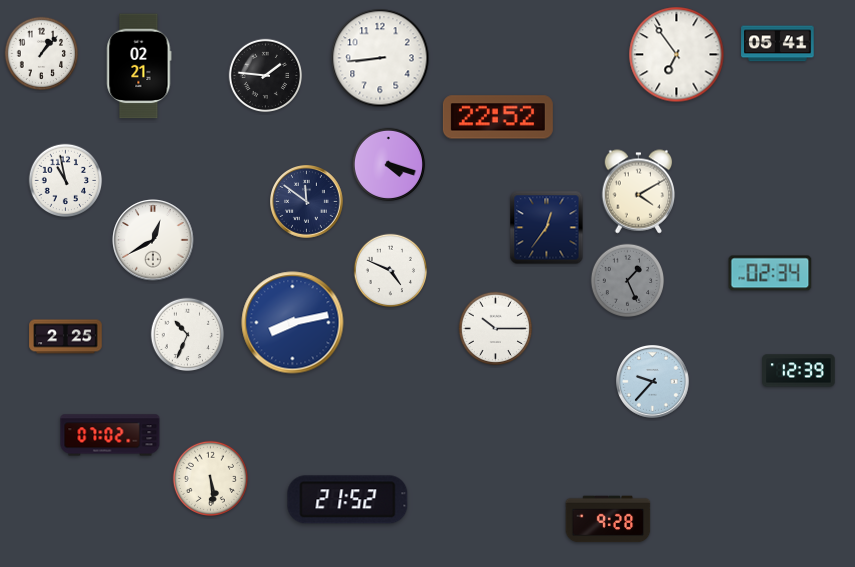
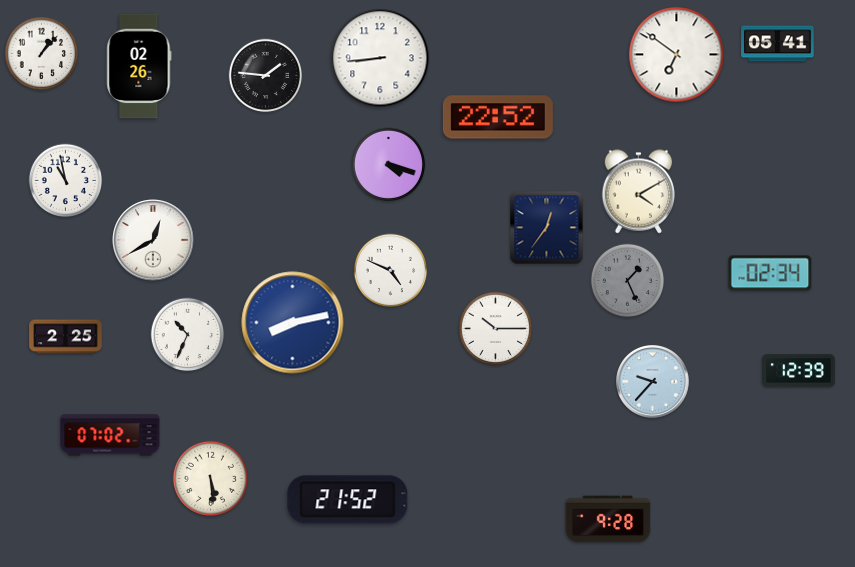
clock at (677, 55): 6:54 -> 6:51
clock at (139, 66): 02:21 -> 02:26
clock at (307, 202): 11:51 -> none
